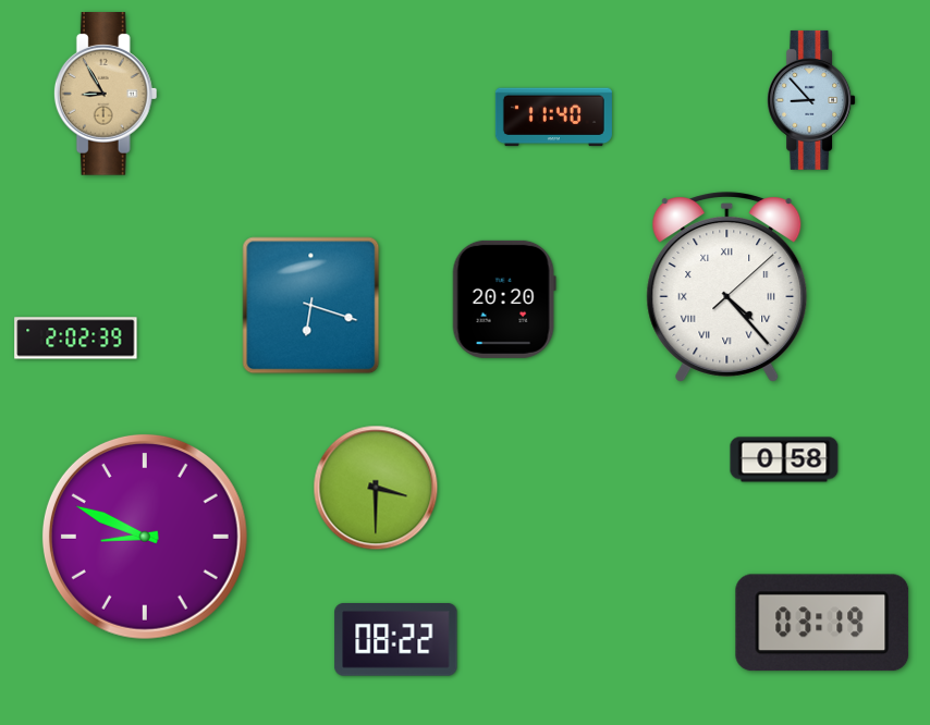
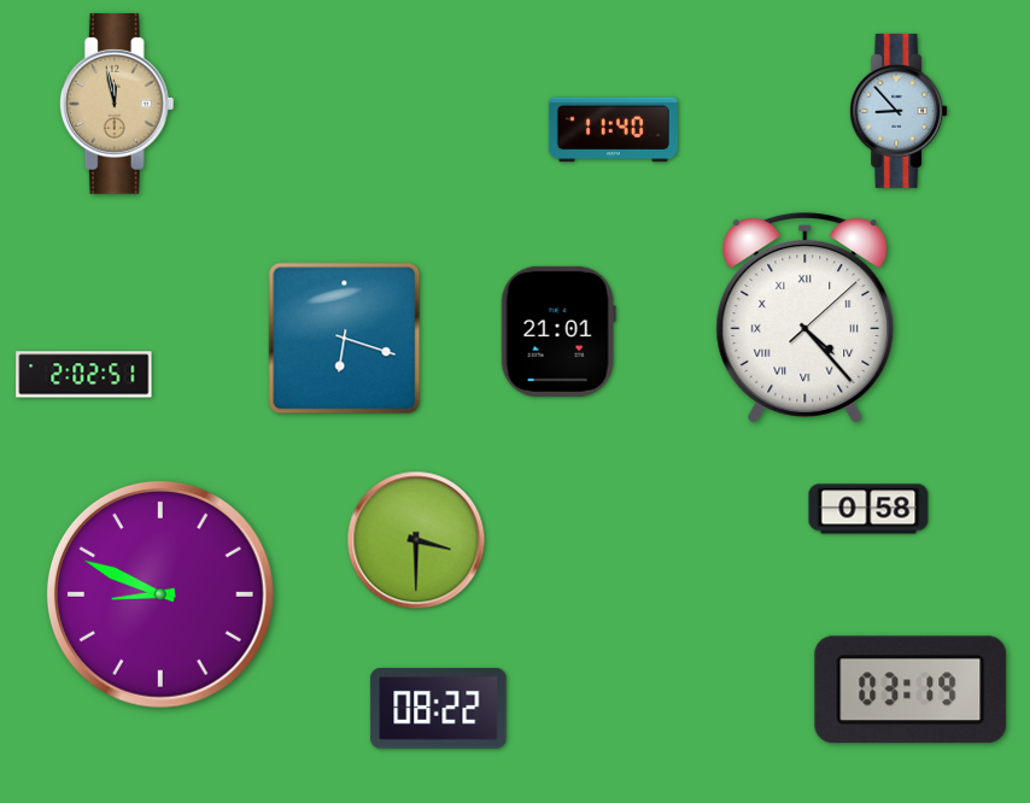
clock at (106, 94): 8:55 -> 11:58
clock at (504, 299): 20:20 -> 21:01
clock at (76, 339): 2:02:39 -> 2:02:51
